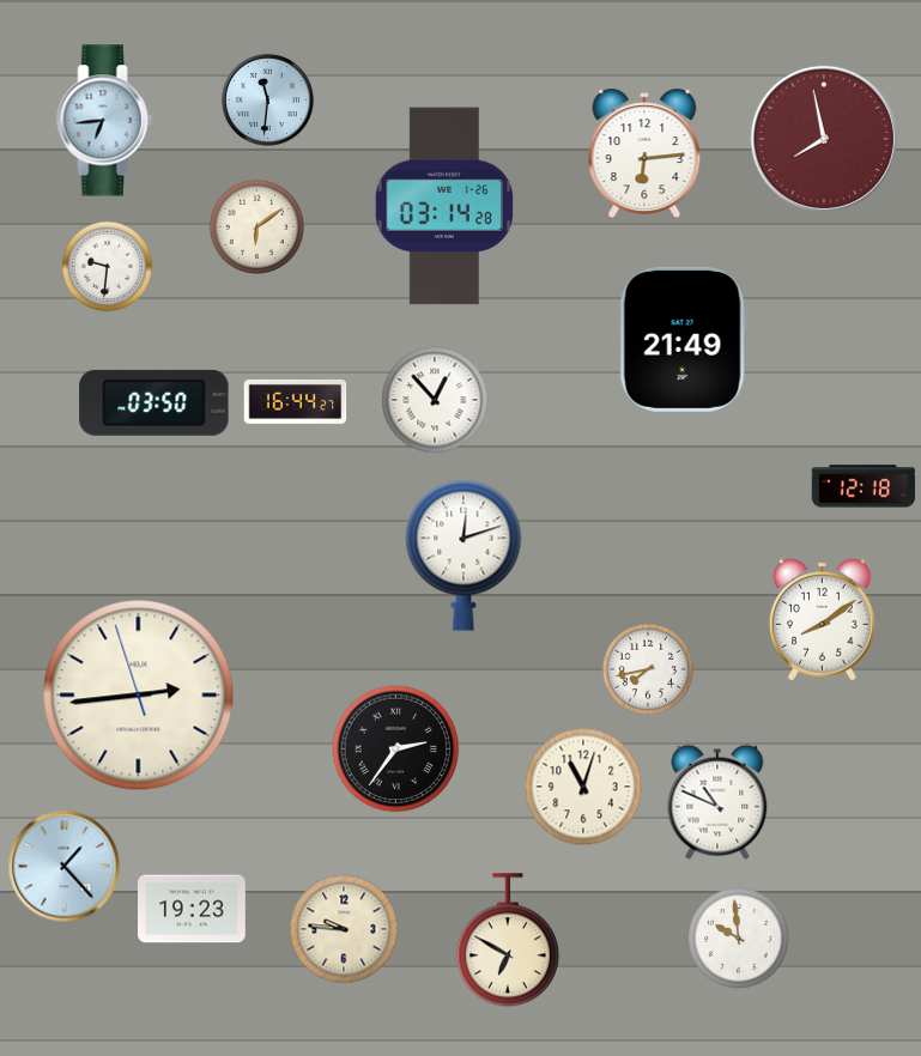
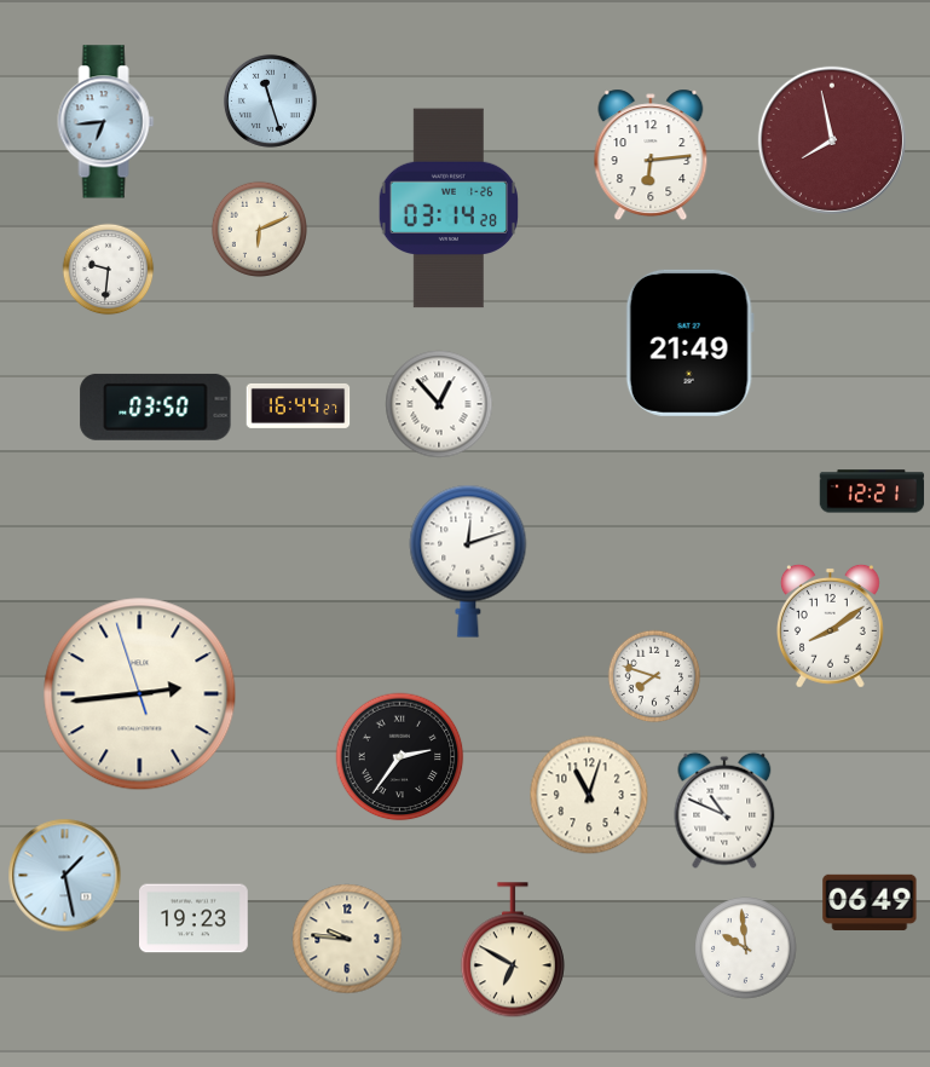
clock at (267, 99): 11:31 -> 11:27
clock at (256, 226): 6:09 -> 6:11
clock at (864, 486): 12:18 -> 12:21
clock at (648, 669): 7:43 -> 7:48
clock at (139, 696) position: (139, 696) -> (140, 694)
clock at (65, 867): 1:23 -> 1:28
clock at (870, 902): none -> 06:49
